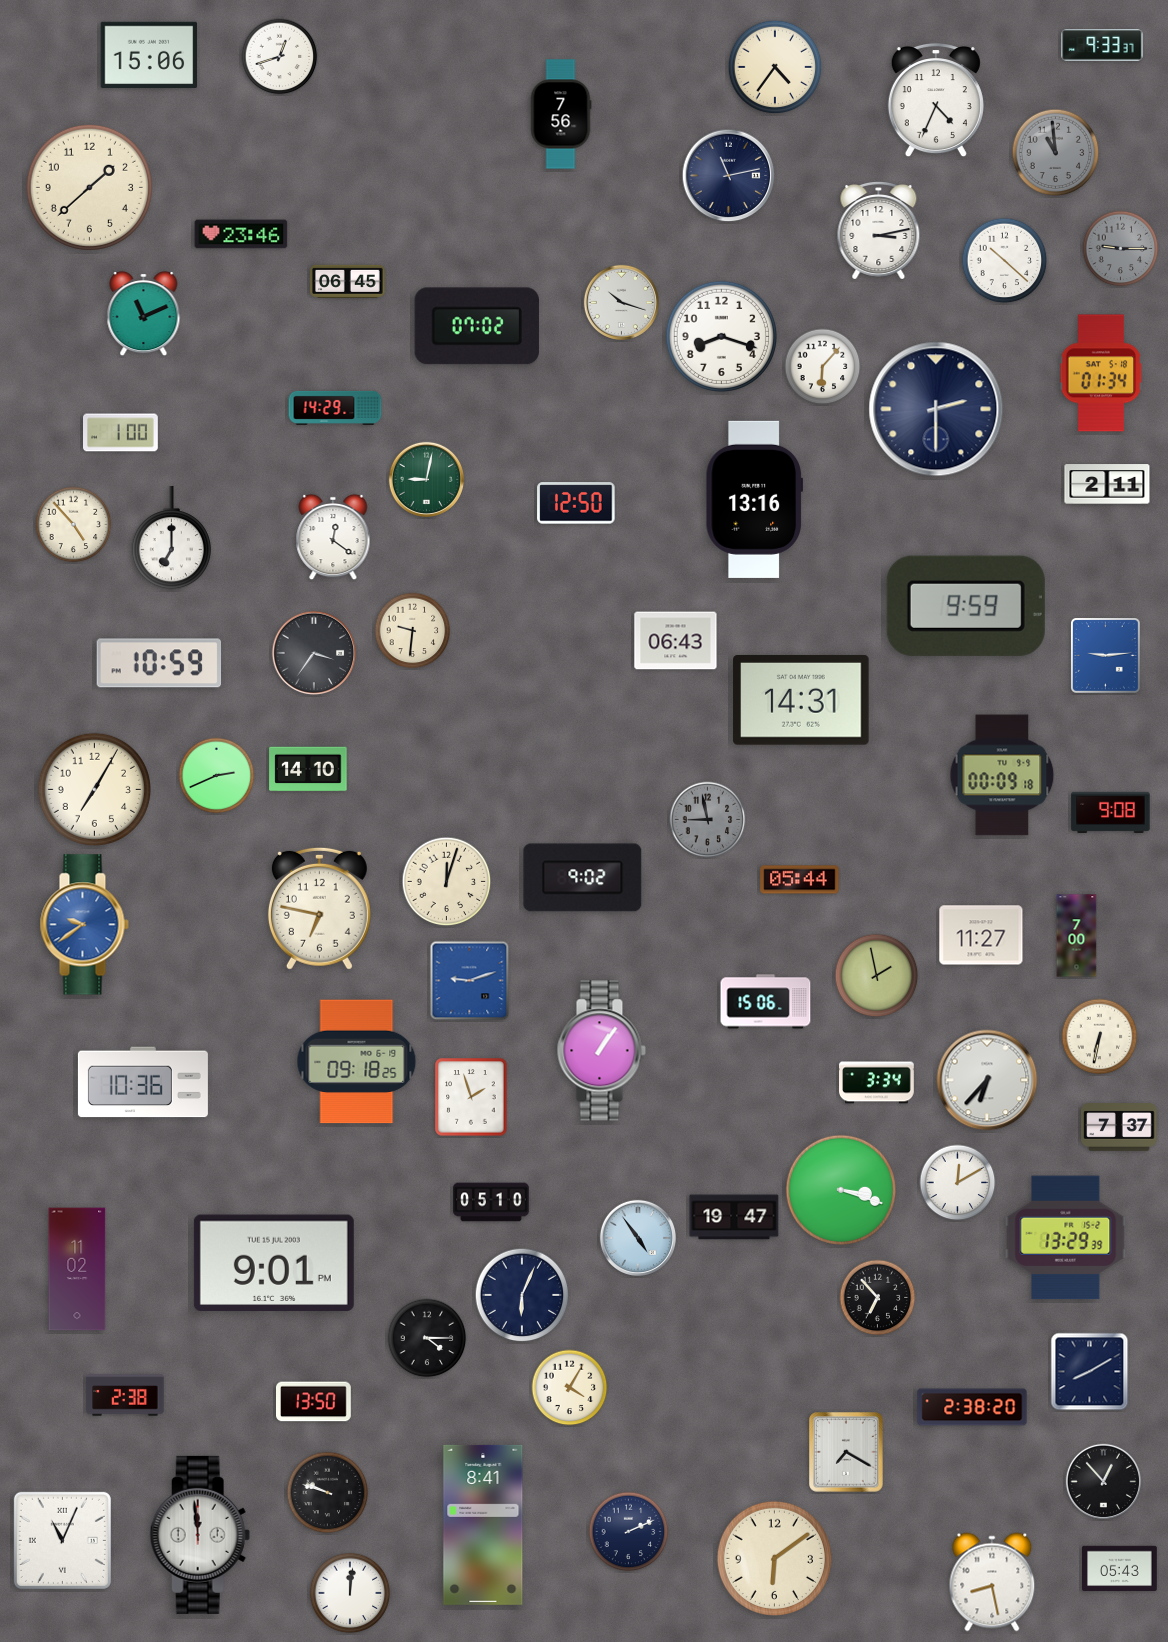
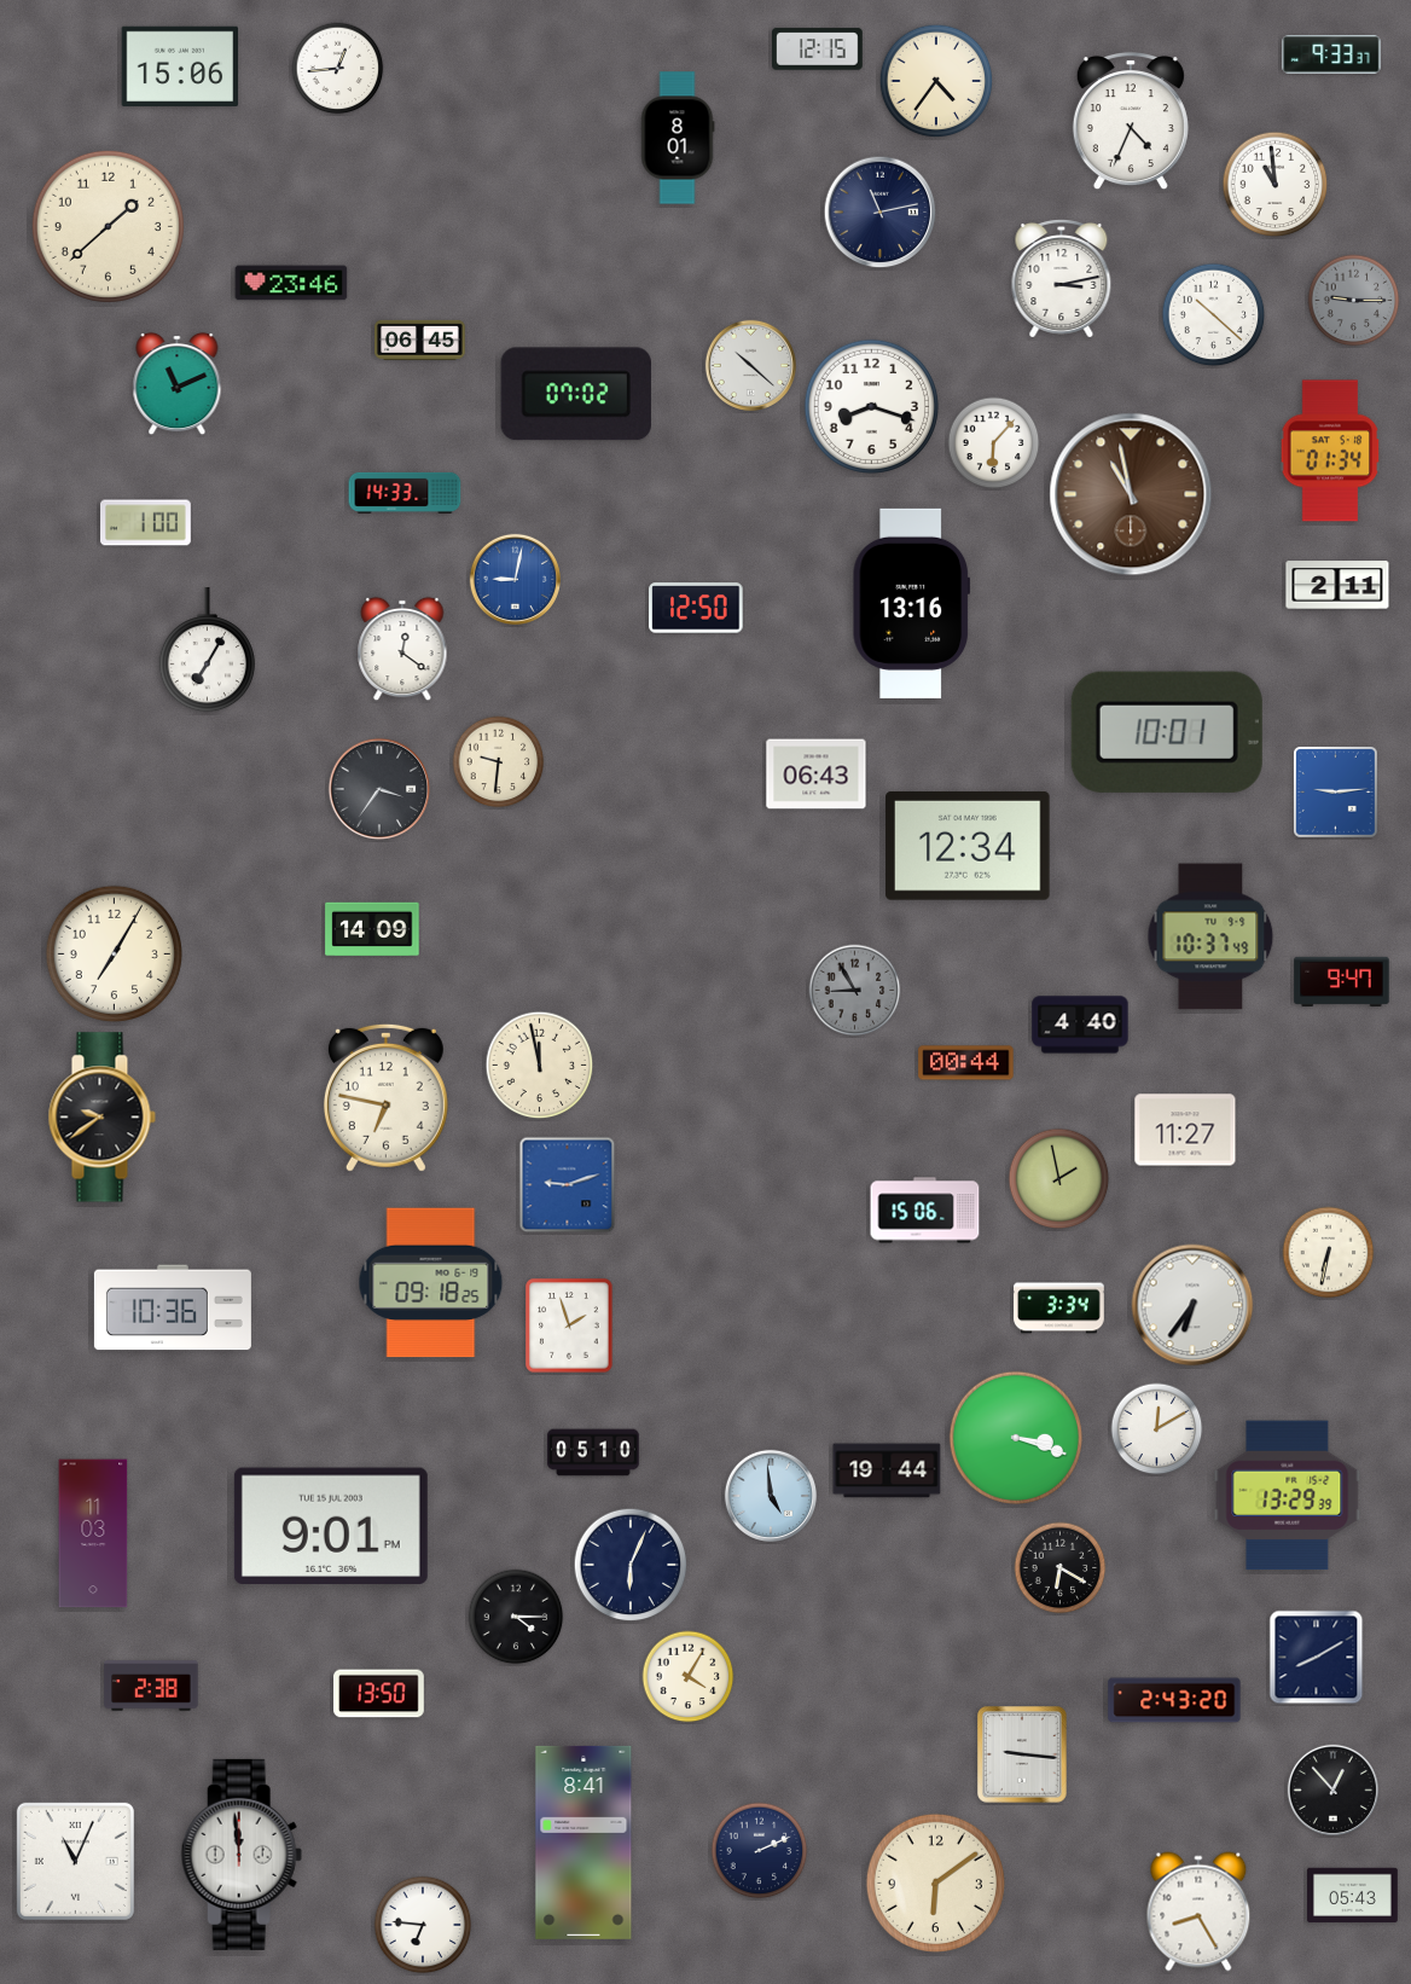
clock at (818, 50): none -> 12:15
clock at (280, 57): 12:42 -> 12:44
clock at (561, 114): 7:56 -> 8:01
clock at (1056, 153) dial: grey -> white
clock at (621, 302): 10:18 -> 10:22
clock at (144, 314) position: (144, 314) -> (178, 384)
clock at (335, 408): 14:29 -> 14:33
clock at (936, 409): 2:30 -> 10:58
clock at (936, 409) dial: navy -> brown
clock at (426, 479) dial: green -> blue
clock at (74, 525): 4:53 -> none
clock at (171, 538): 7:00 -> 7:05
clock at (966, 606): 9:59 -> 10:01
clock at (159, 663): 10:59 -> none
clock at (801, 700): 14:31 -> 12:34
clock at (308, 769): 14:10 -> 14:09
clock at (1002, 775): 00:09 -> 10:37
clock at (217, 776): 2:41 -> none
clock at (1111, 812): 9:08 -> 9:47
clock at (708, 820): 8:58 -> 8:55
clock at (1080, 1025): none -> 4:40
clock at (583, 878): 9:02 -> none
clock at (800, 880): 05:44 -> 00:44
clock at (447, 882): 12:03 -> 11:58
clock at (84, 925) dial: blue -> black
clock at (1077, 936): 7:00 -> none
clock at (601, 1051): 1:06 -> none
clock at (987, 1080): 6:37 -> 6:36
clock at (1119, 1127): 7:37 -> none
clock at (734, 1217): 19:47 -> 19:44
clock at (637, 1237): 4:54 -> 4:59
clock at (77, 1269): 11:02 -> 11:03
clock at (878, 1298): 6:53 -> 6:20
clock at (972, 1407): 2:38 -> 2:43
clock at (847, 1453): 7:20 -> 9:16
clock at (328, 1493): 9:48 -> none
clock at (992, 1582): 8:28 -> 8:25
clock at (350, 1593): 12:01 -> 6:46
